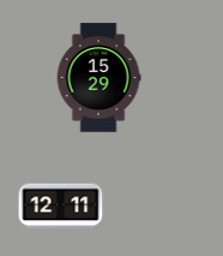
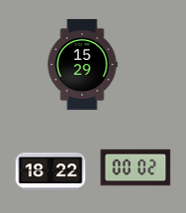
clock at (136, 168): none -> 00:02
clock at (61, 207): 12:11 -> 18:22
